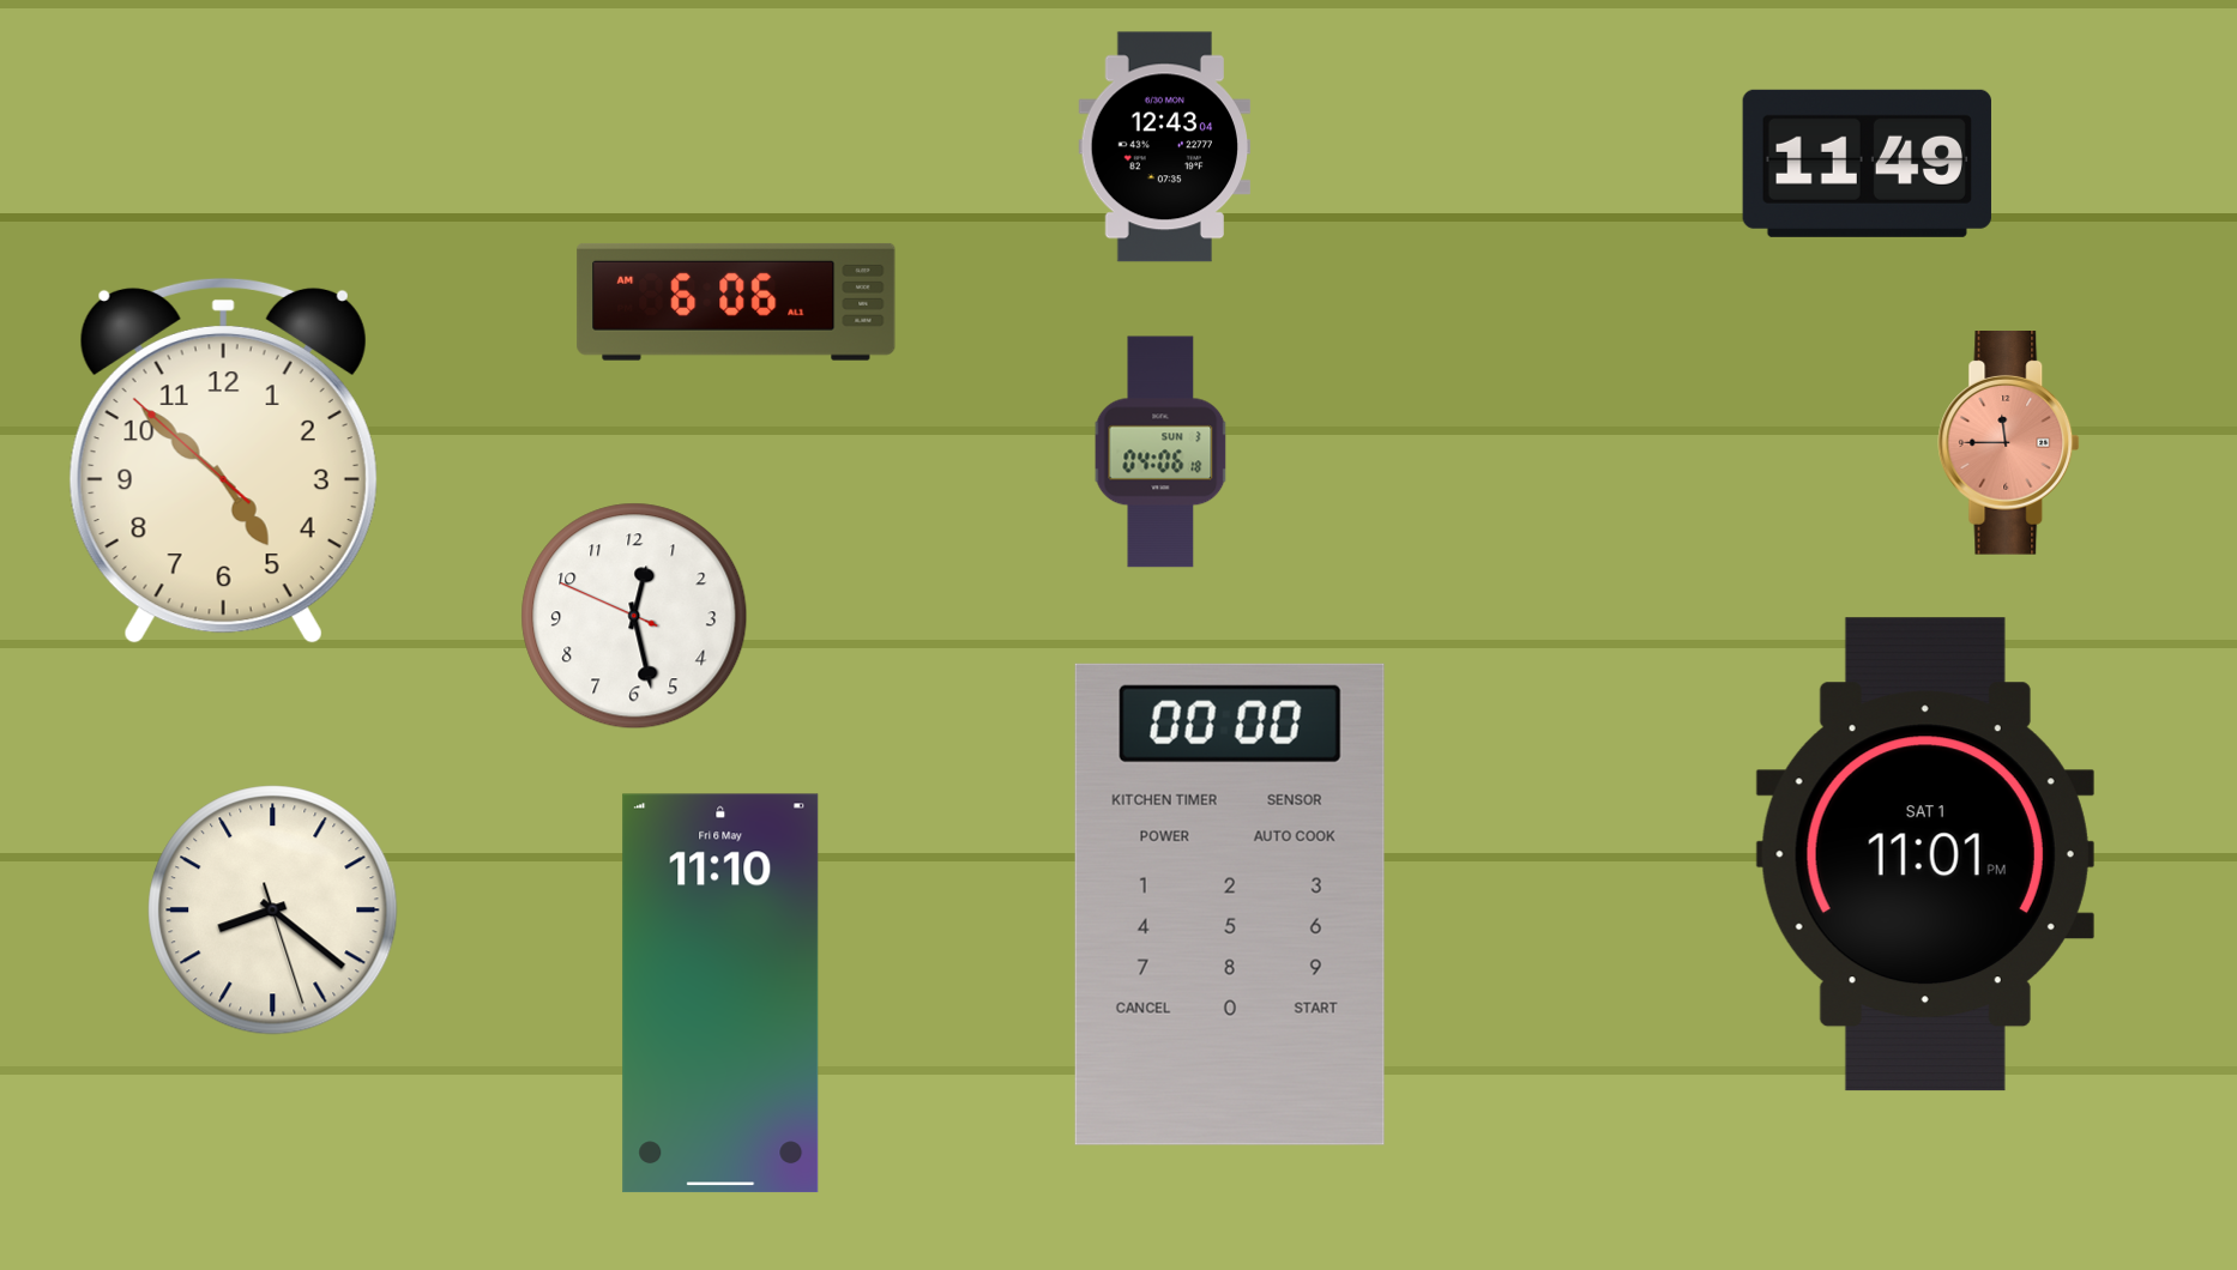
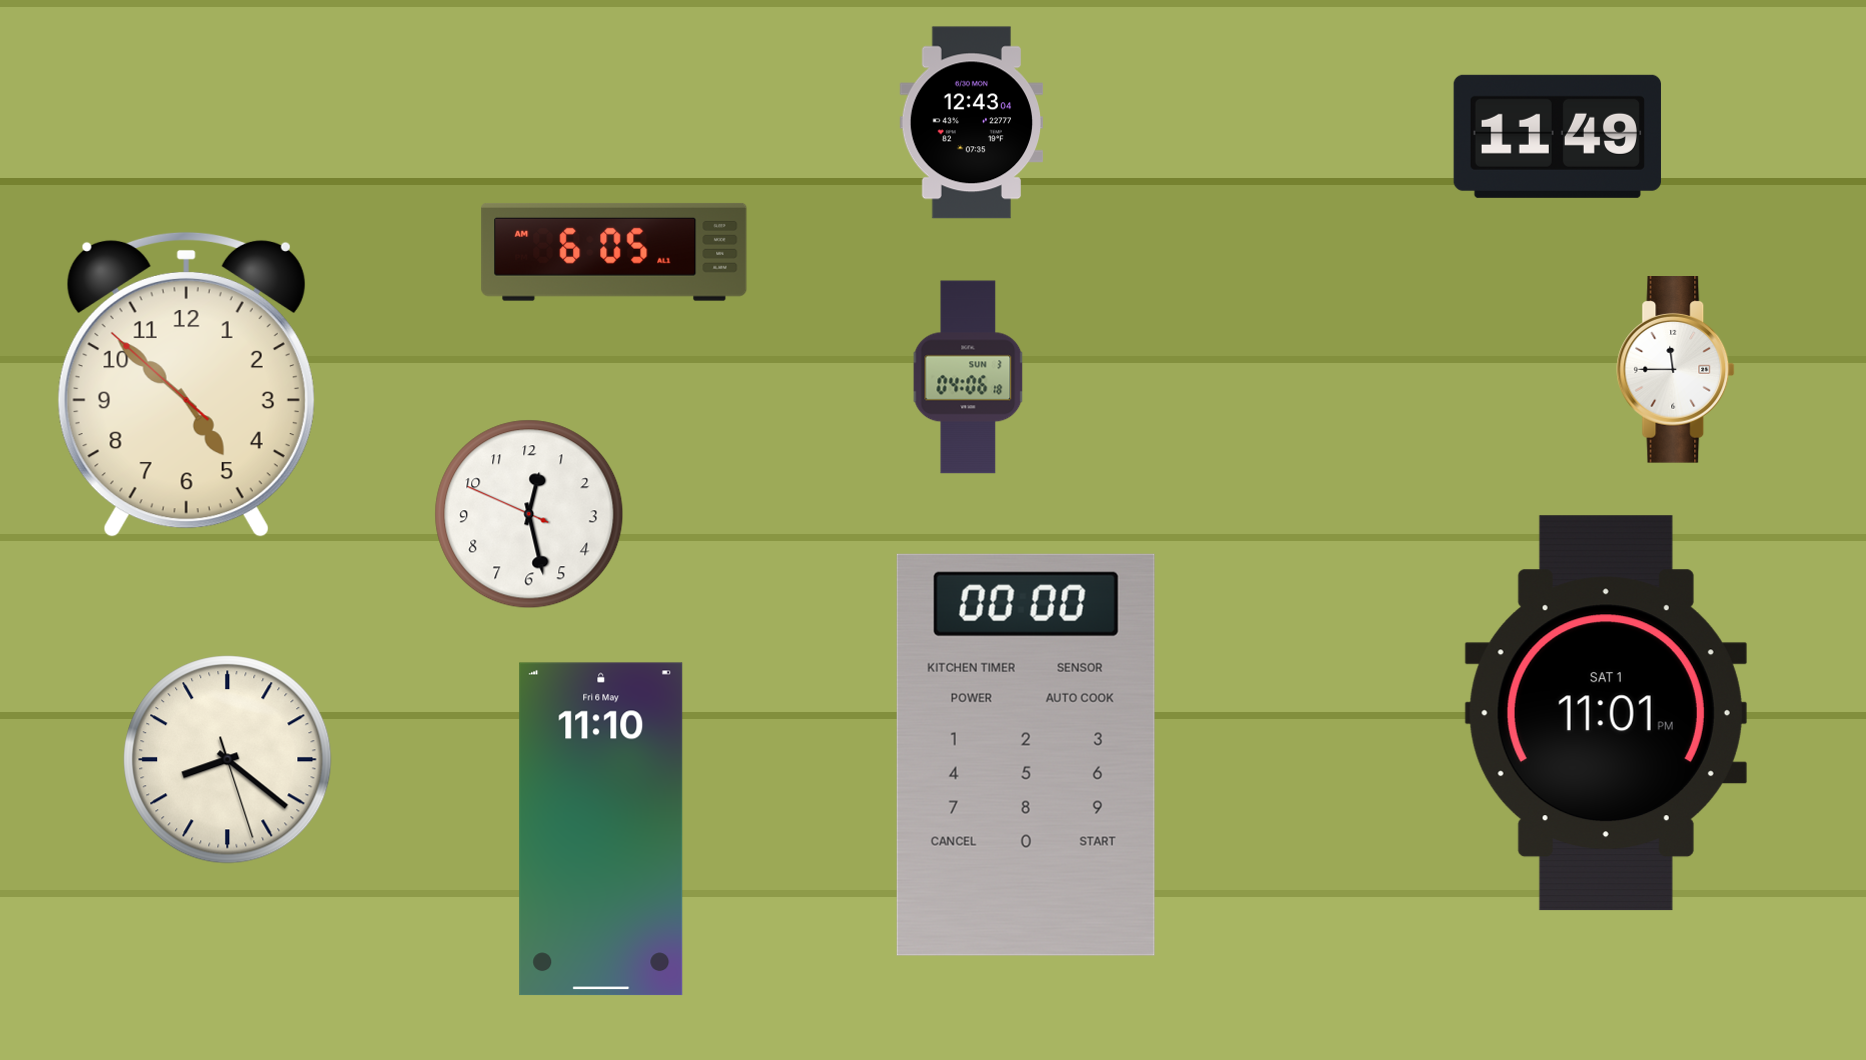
clock at (736, 302): 6:06 -> 6:05
clock at (2009, 443) dial: salmon -> white
